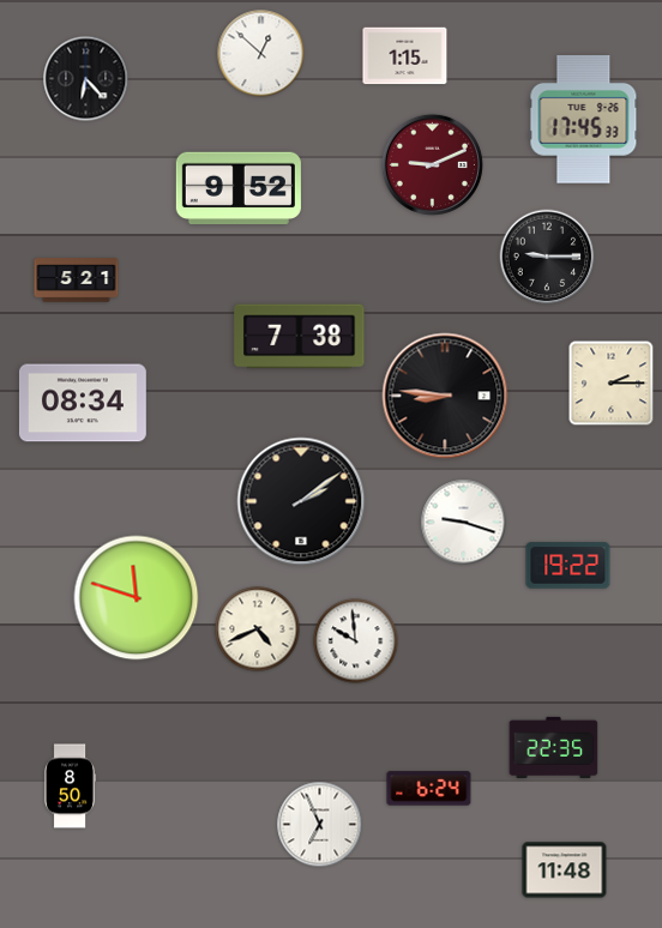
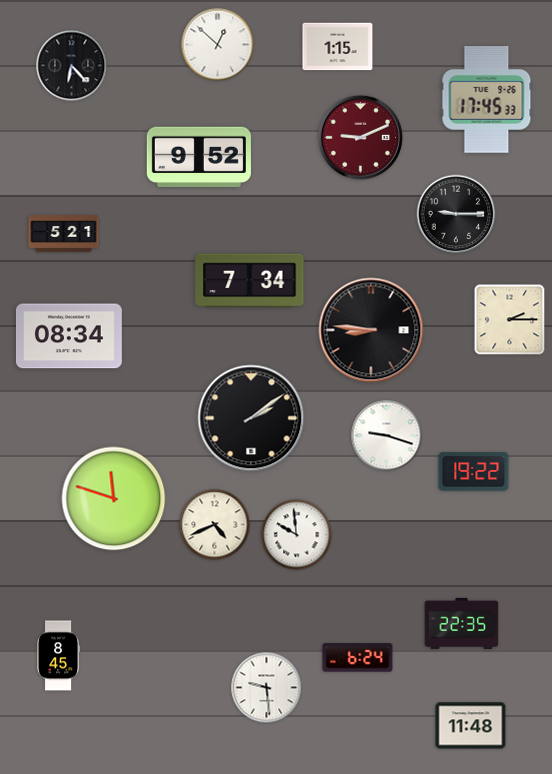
clock at (300, 337): 7:38 -> 7:34
clock at (71, 787): 8:50 -> 8:45
clock at (320, 825): 6:56 -> 9:29
